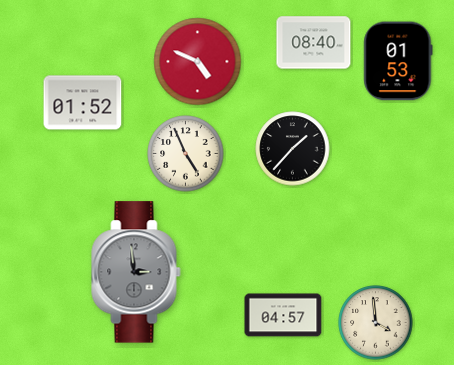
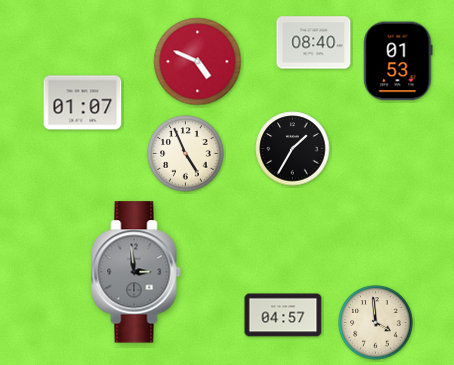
clock at (83, 103): 01:52 -> 01:07
clock at (293, 149): 1:37 -> 1:35
